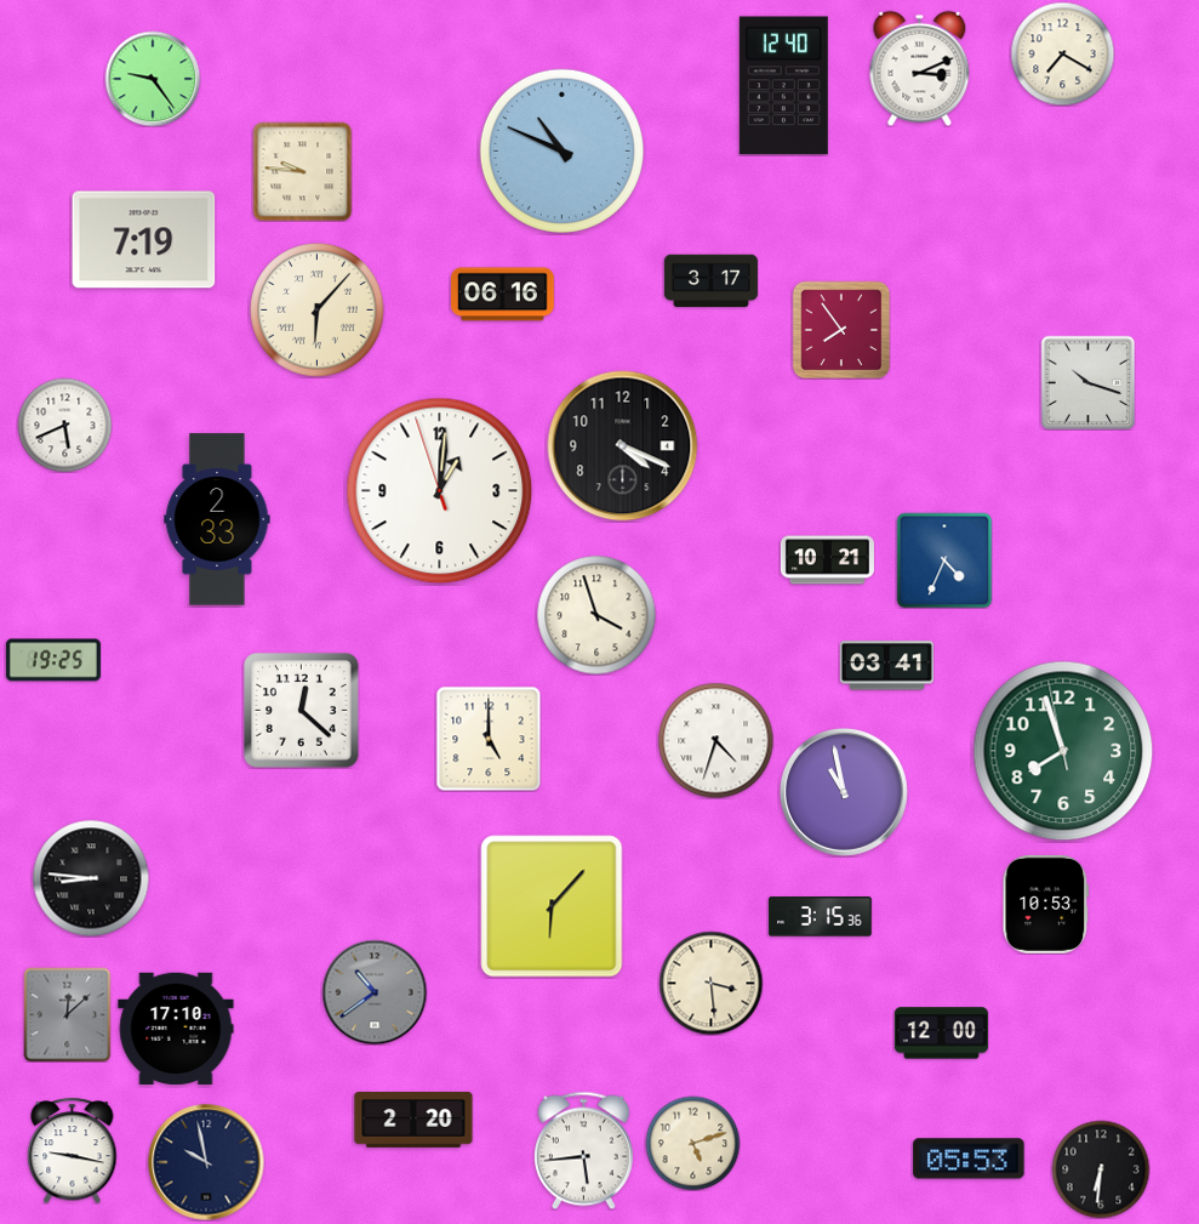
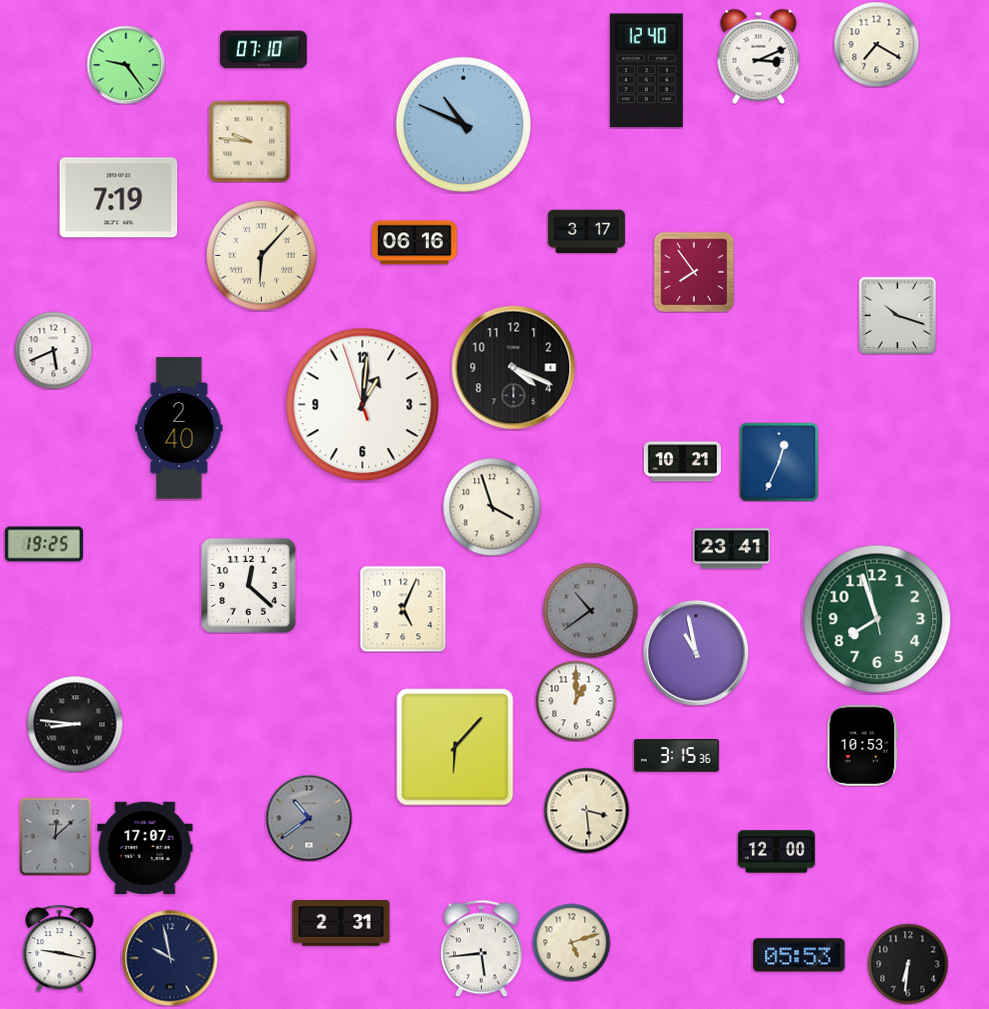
clock at (264, 50): none -> 07:10
clock at (217, 519): 2:33 -> 2:40
clock at (944, 560): 4:34 -> 12:34
clock at (886, 666): 03:41 -> 23:41
clock at (489, 739): 5:00 -> 5:04
clock at (715, 740): 4:33 -> 10:39
clock at (715, 740) dial: white -> grey
clock at (576, 701): none -> 1:00
clock at (176, 1029): 17:10 -> 17:07
clock at (413, 1121): 2:20 -> 2:31
